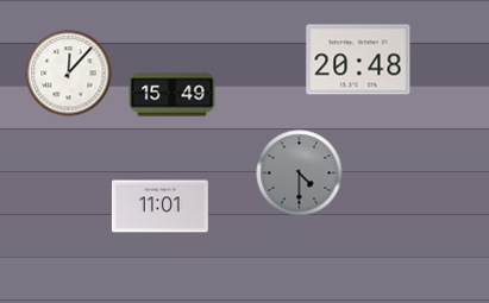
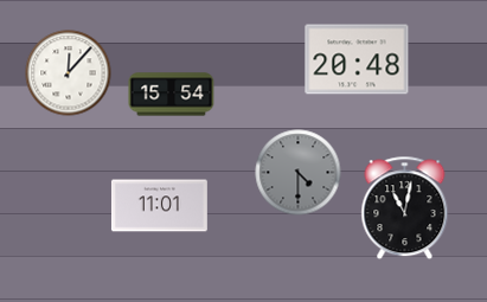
clock at (173, 95): 15:49 -> 15:54
clock at (405, 208): none -> 11:02
